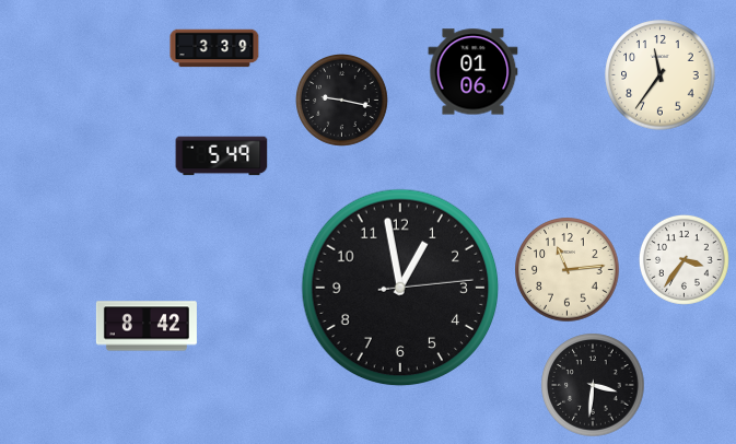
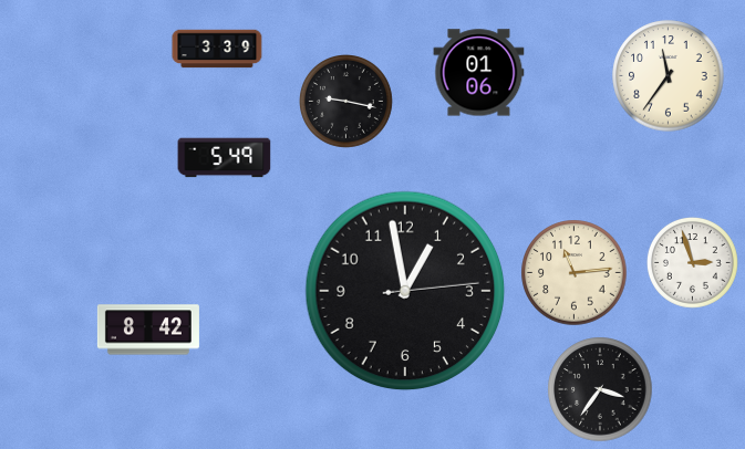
clock at (685, 260): 3:36 -> 2:57
clock at (593, 385): 3:31 -> 3:36
